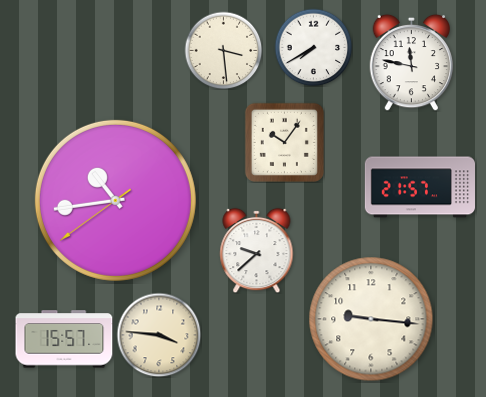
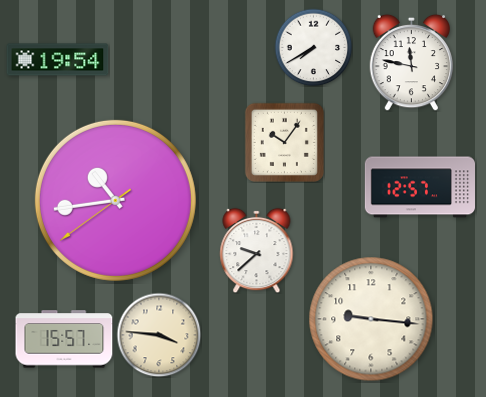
clock at (223, 50): 3:29 -> none
clock at (58, 60): none -> 19:54
clock at (419, 187): 21:57 -> 12:57
